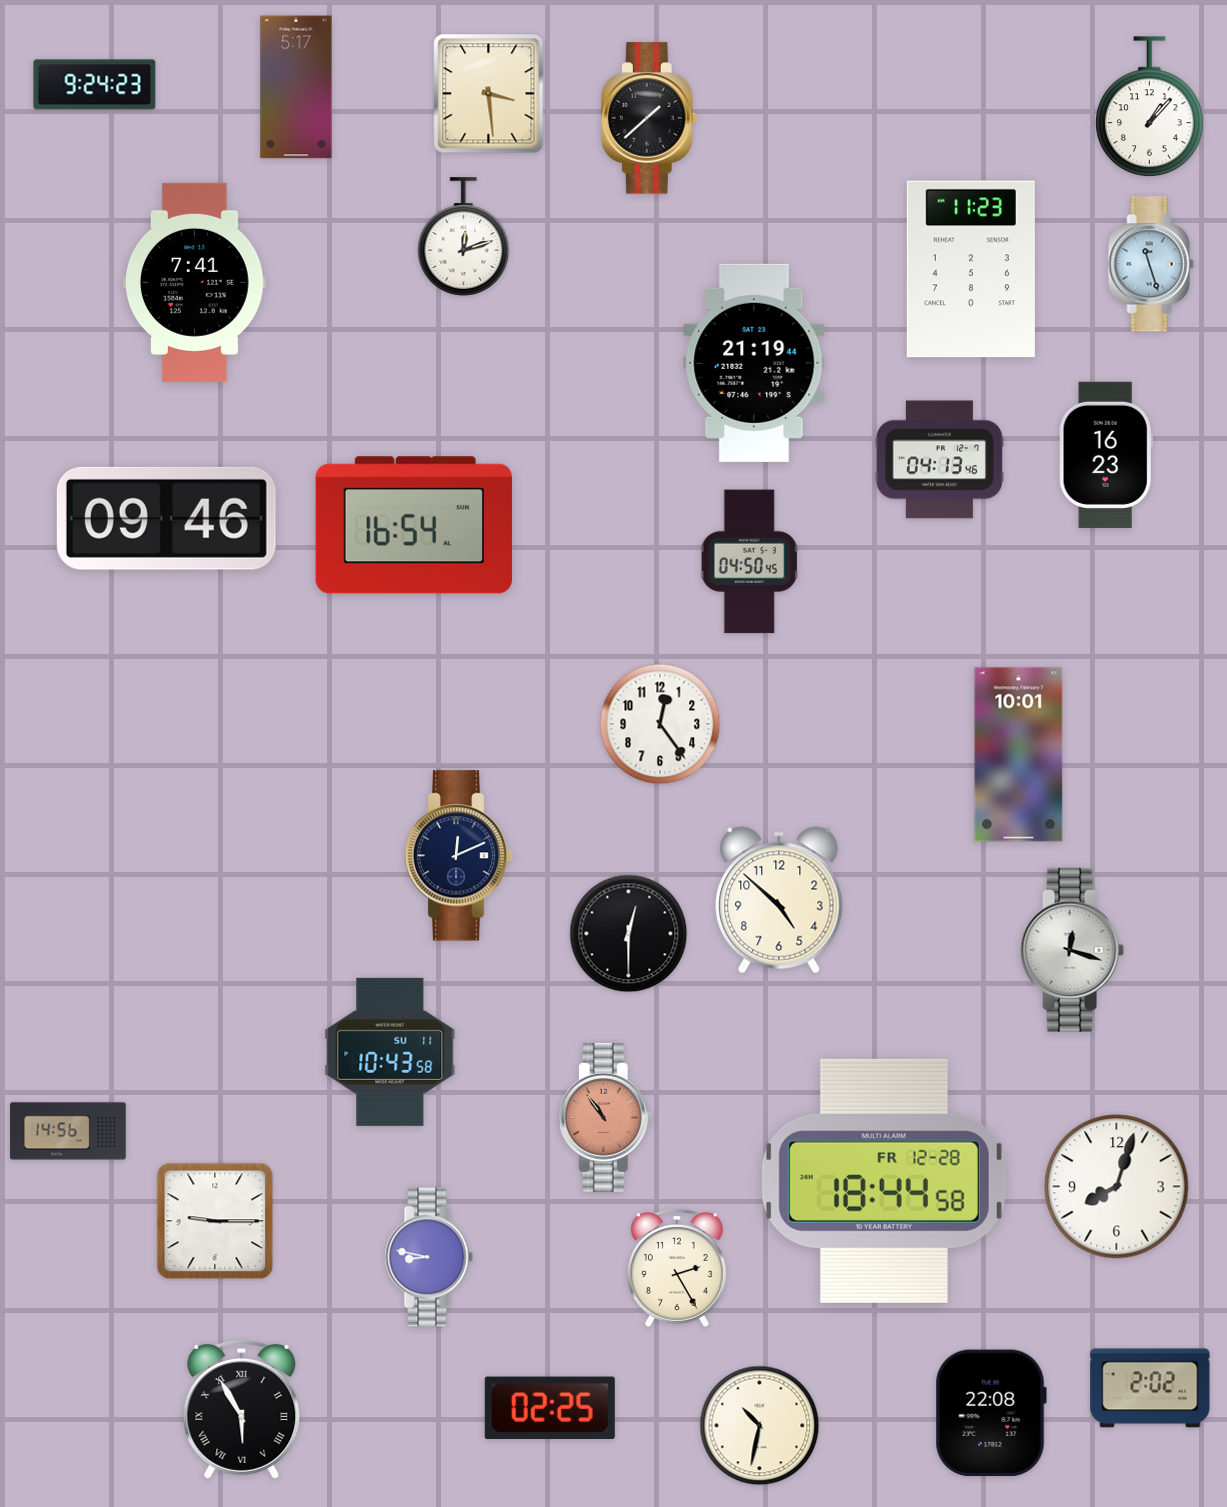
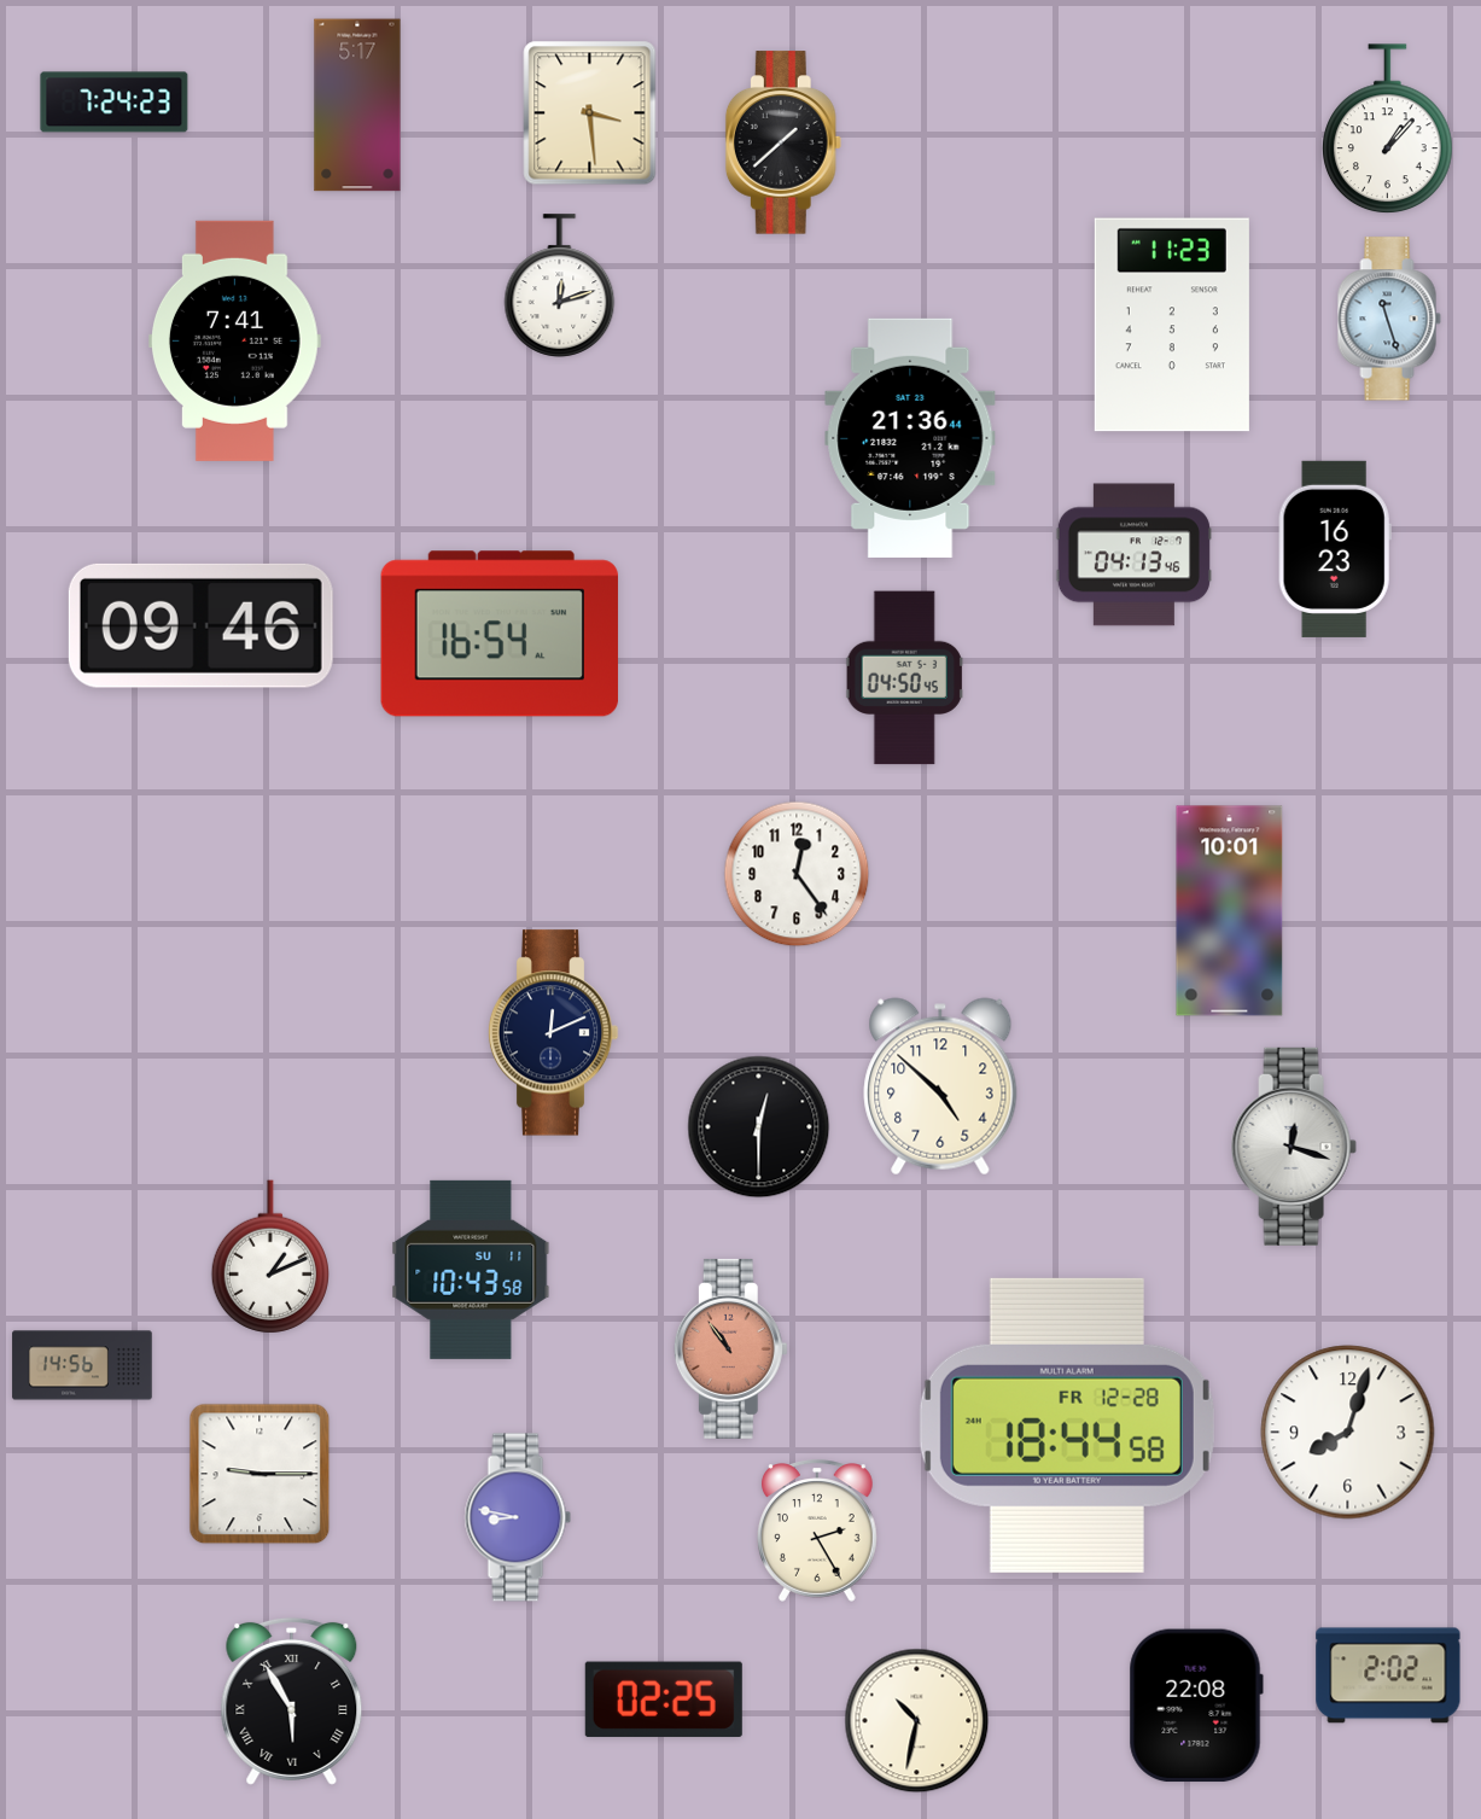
clock at (95, 85): 9:24 -> 7:24
clock at (754, 363): 21:19 -> 21:36
clock at (270, 1257): none -> 1:11
